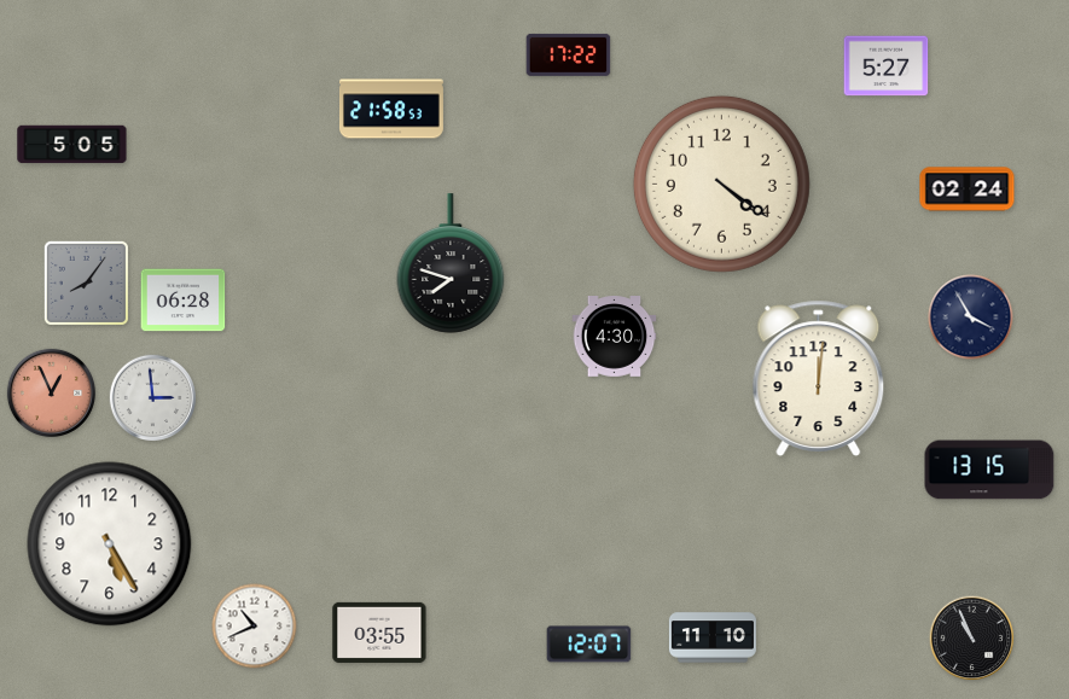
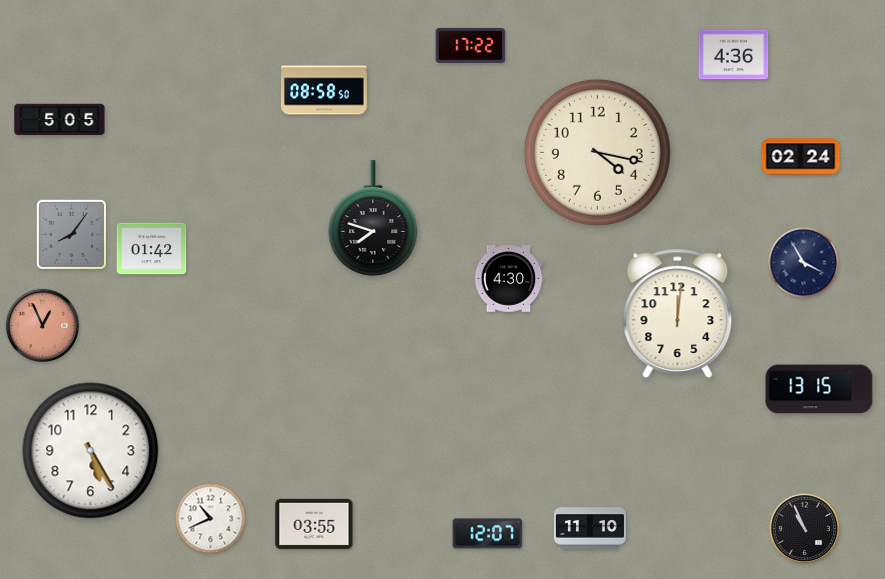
clock at (887, 66): 5:27 -> 4:36
clock at (391, 109): 21:58 -> 08:58
clock at (721, 184): 4:21 -> 4:17
clock at (184, 301): 06:28 -> 01:42
clock at (153, 398): 2:59 -> none
